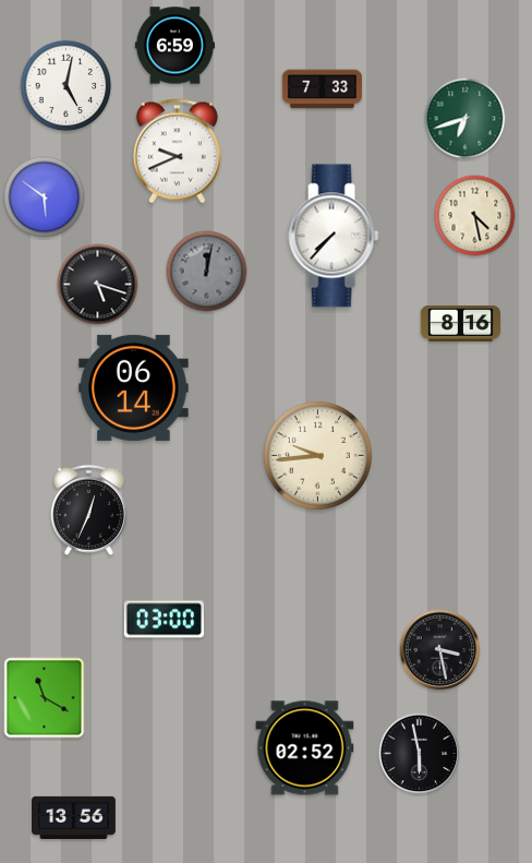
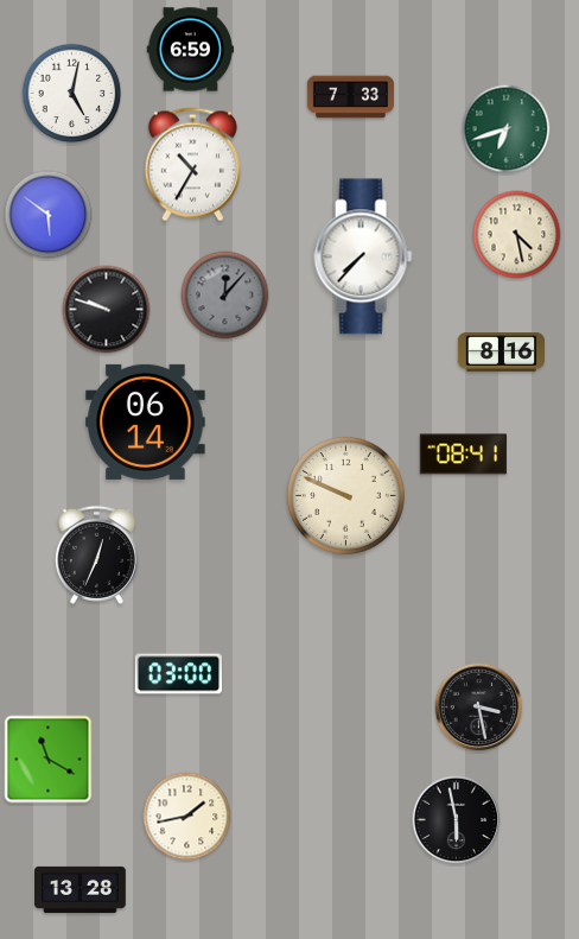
clock at (177, 152): 9:41 -> 10:35
clock at (207, 272): 12:02 -> 12:07
clock at (98, 285): 5:18 -> 9:48
clock at (463, 455): none -> 08:41
clock at (317, 455): 9:44 -> 9:49
clock at (305, 748): 02:52 -> none
clock at (187, 817): none -> 1:43
clock at (74, 817): 13:56 -> 13:28
